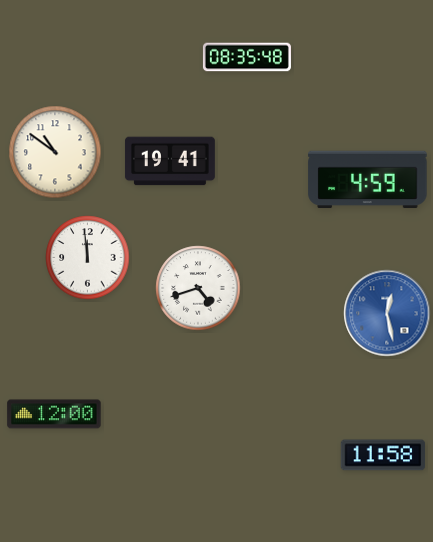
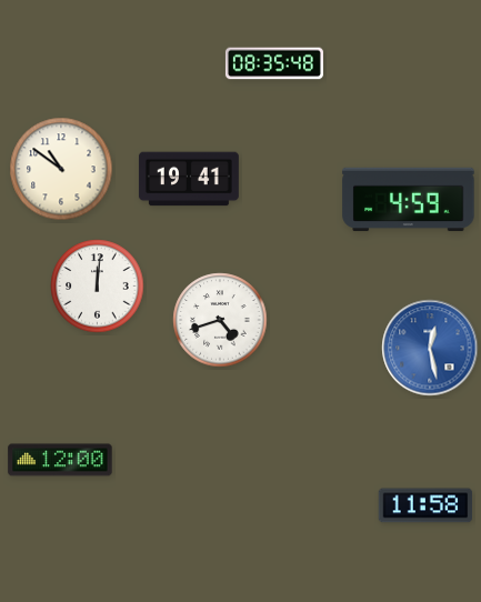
clock at (88, 258): 11:59 -> 12:01
